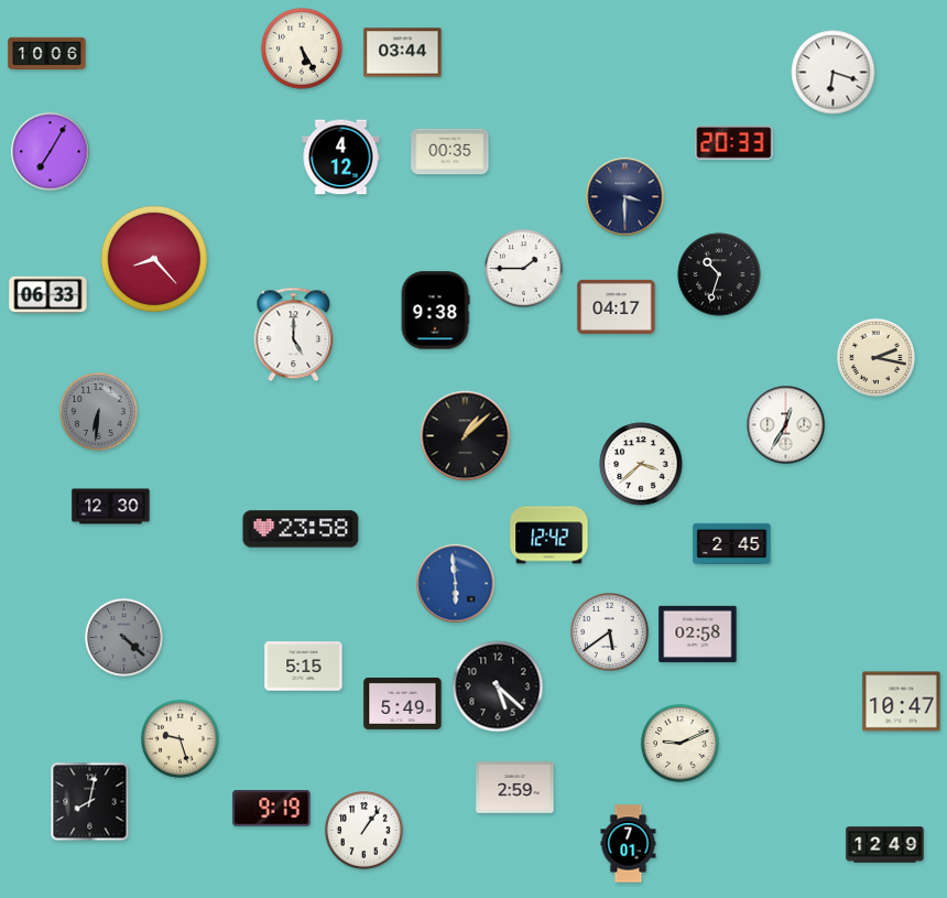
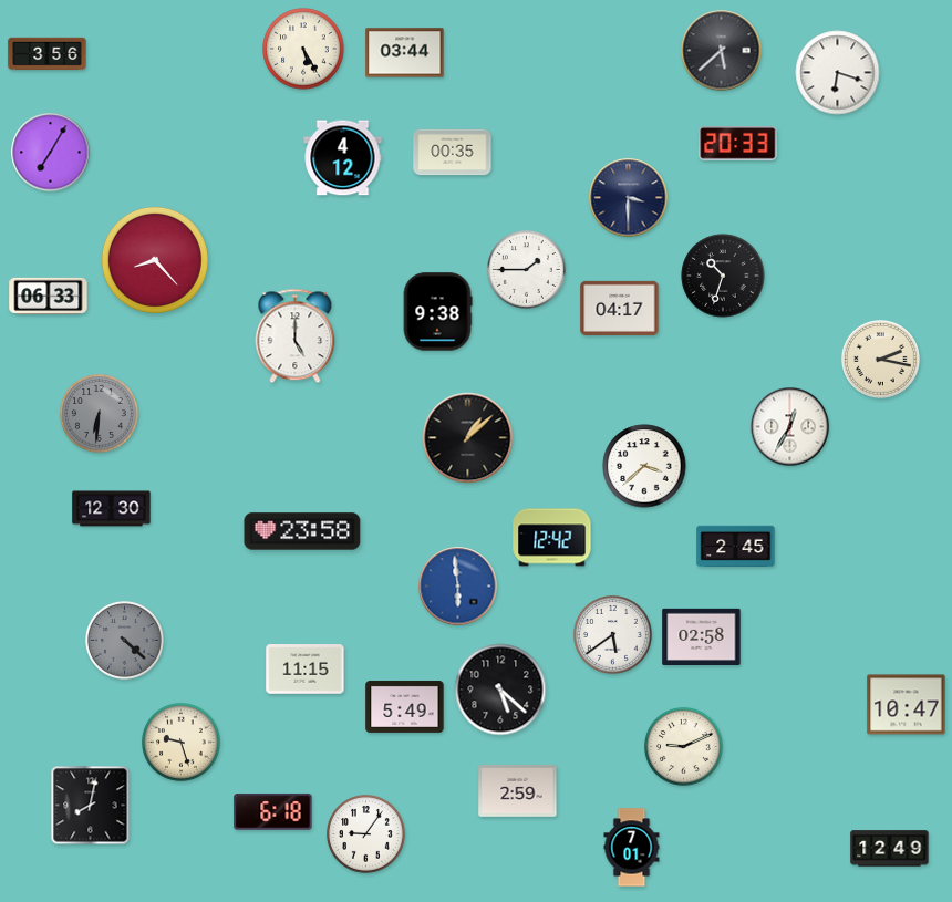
clock at (722, 51): none -> 5:38
clock at (47, 54): 10:06 -> 3:56
clock at (304, 667): 5:15 -> 11:15
clock at (272, 809): 9:19 -> 6:18
clock at (364, 831): 1:06 -> 9:06
